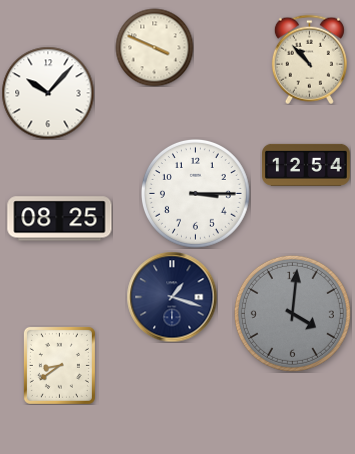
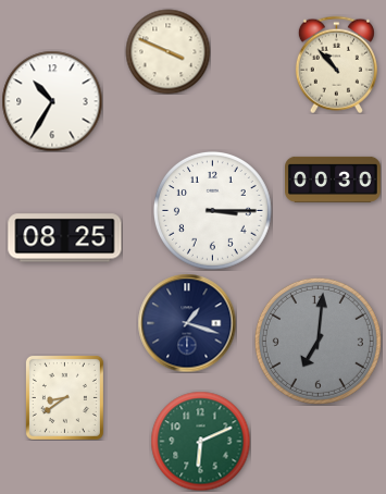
clock at (48, 93): 10:07 -> 10:35
clock at (307, 165): 12:54 -> 00:30
clock at (292, 313): 4:01 -> 7:01
clock at (200, 441): none -> 6:11
